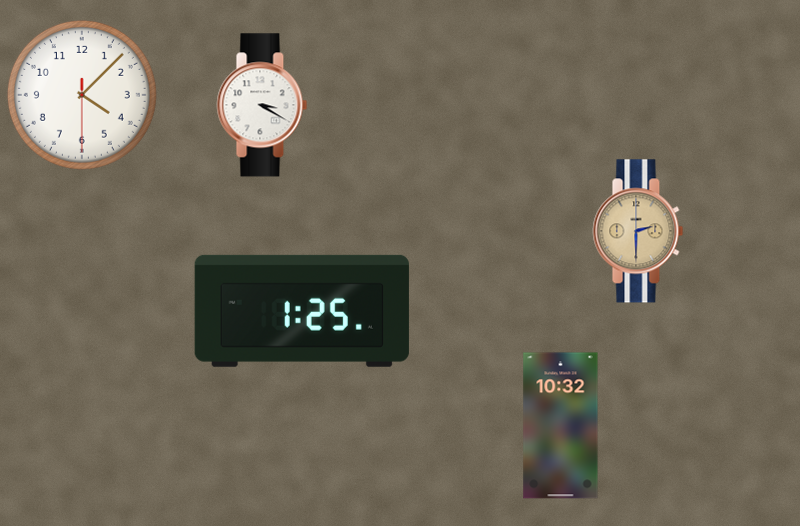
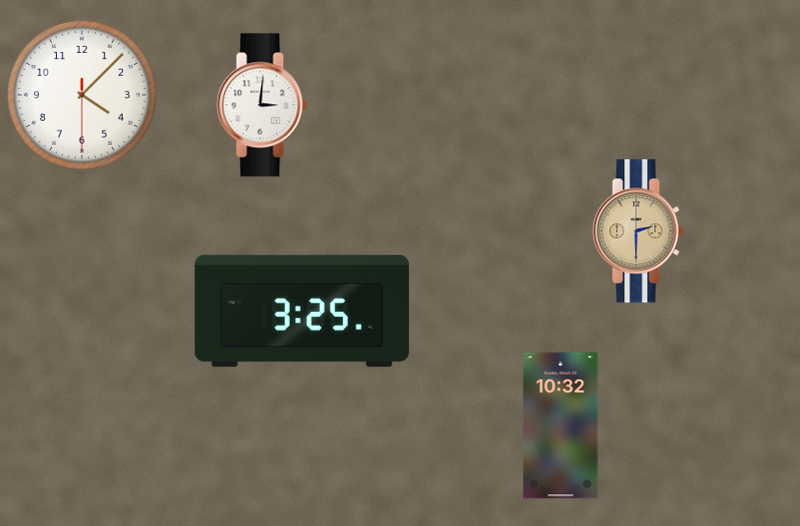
clock at (262, 105): 3:20 -> 3:01
clock at (302, 311): 1:25 -> 3:25
